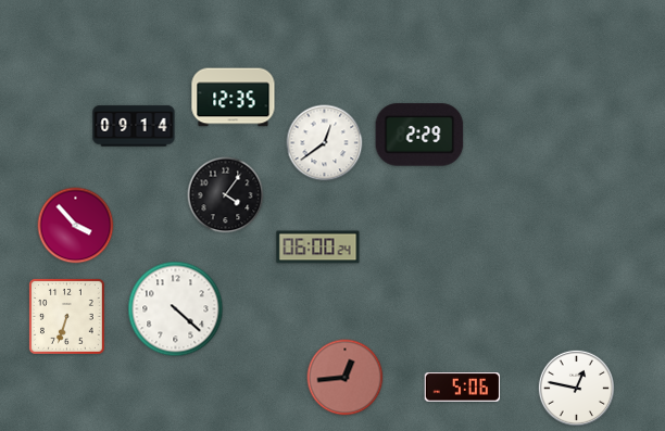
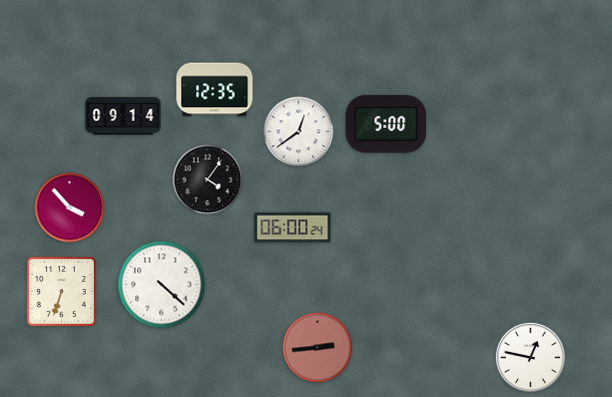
clock at (419, 135): 2:29 -> 5:00
clock at (346, 378): 12:44 -> 2:44
clock at (463, 388): 5:06 -> none
